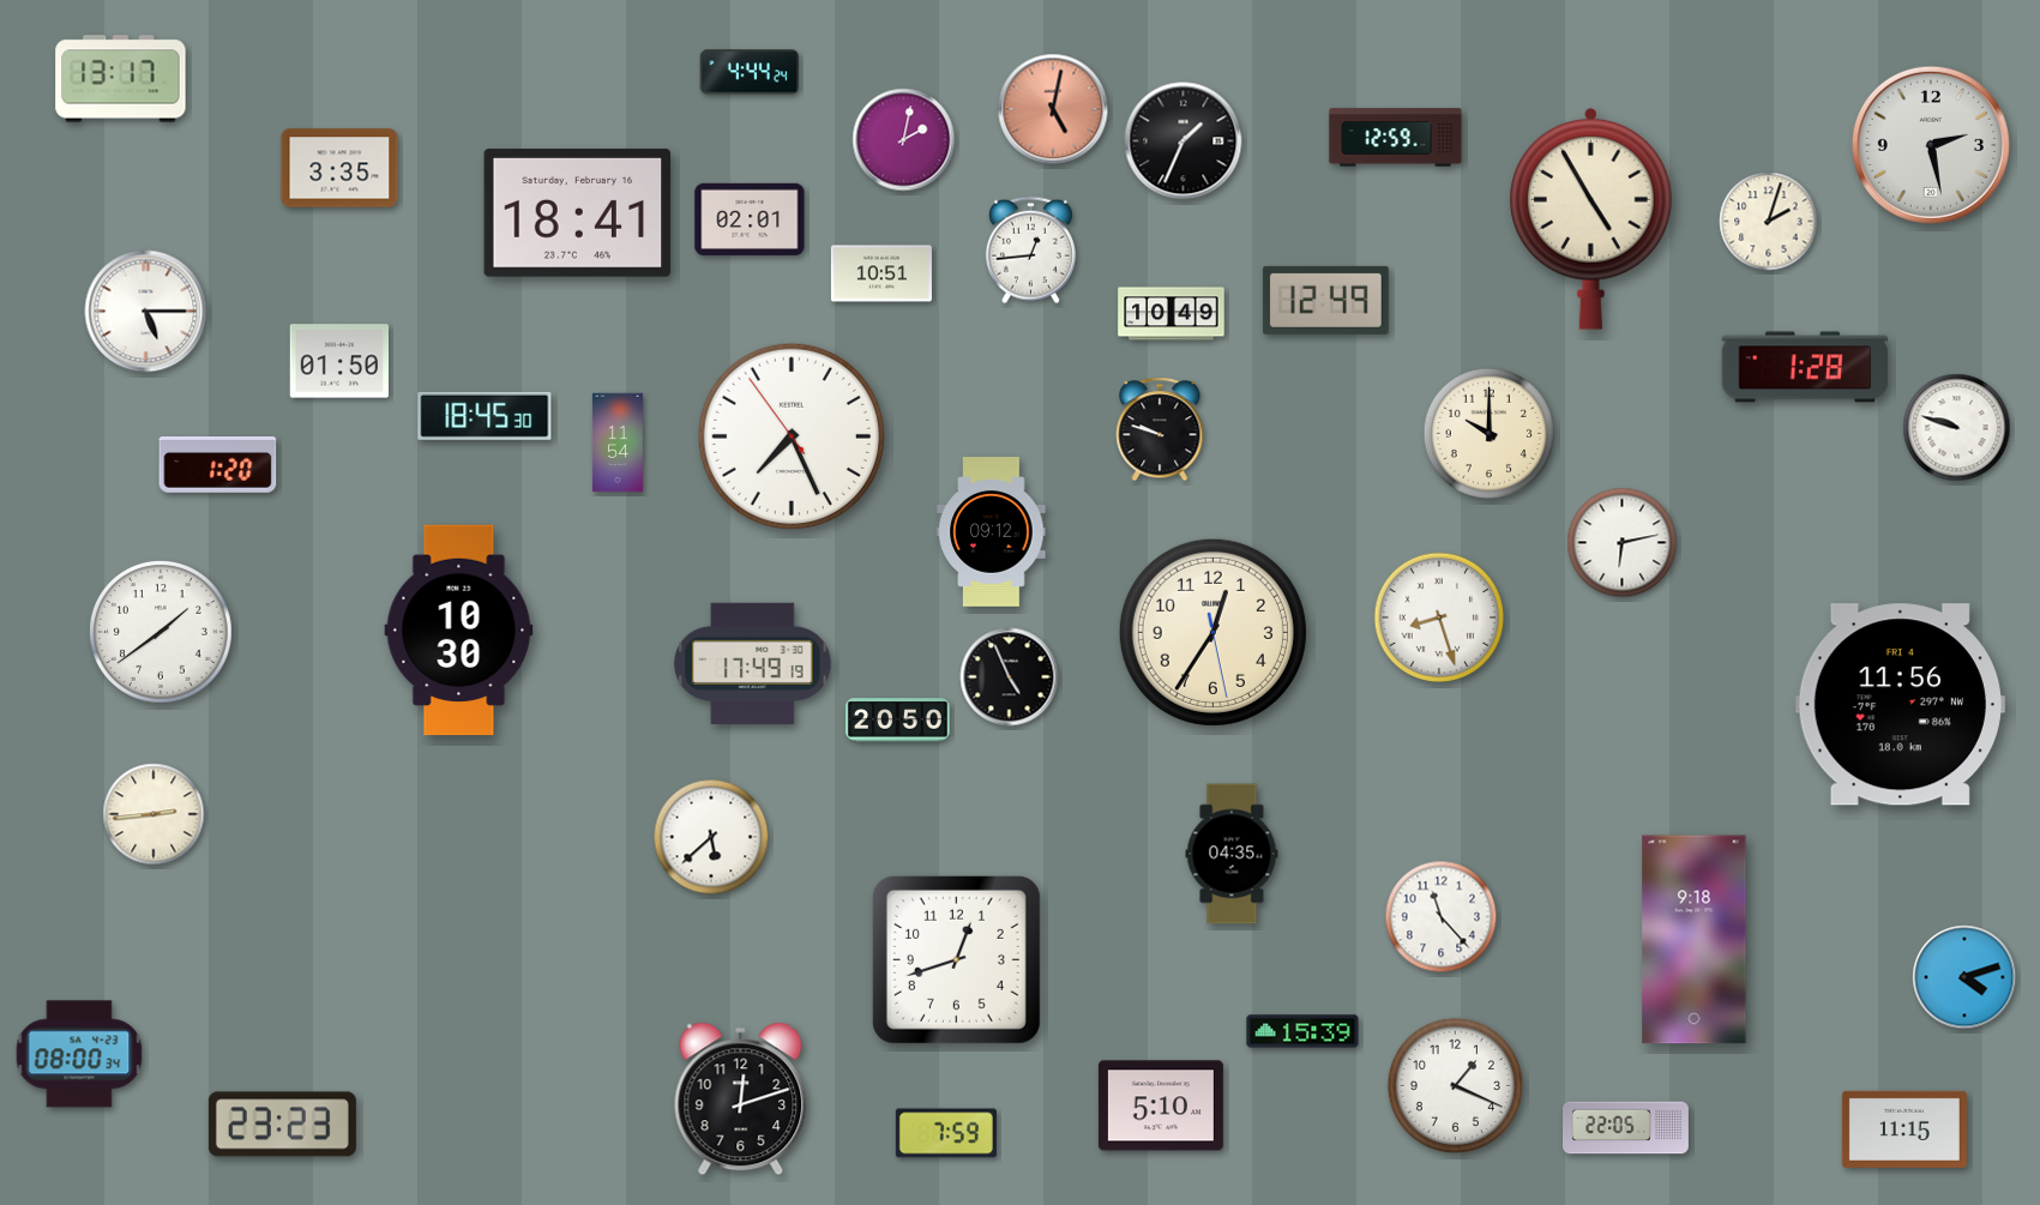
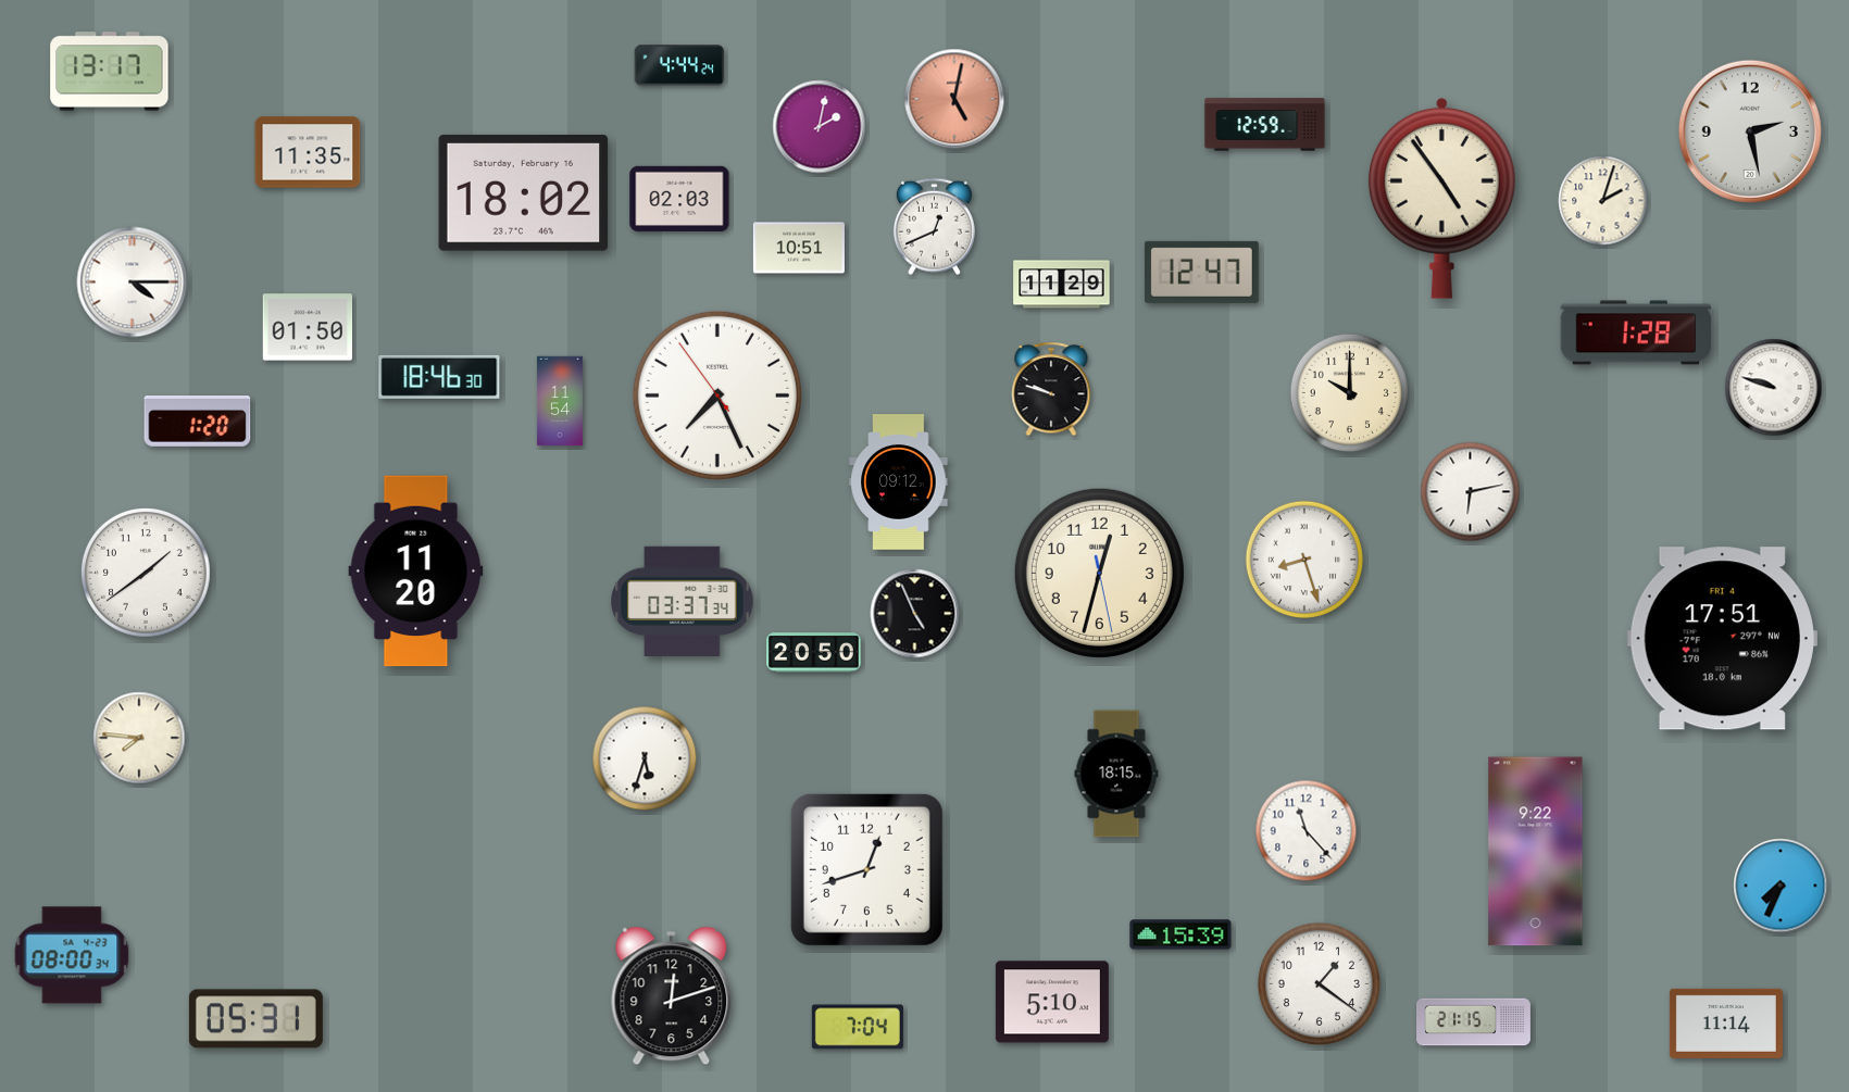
clock at (1184, 141): 1:34 -> none
clock at (339, 168): 3:35 -> 11:35
clock at (578, 212): 18:41 -> 18:02
clock at (1590, 218): 4:55 -> 4:54
clock at (750, 219): 02:01 -> 02:03
clock at (1030, 251): 12:44 -> 12:41
clock at (1325, 300): 12:49 -> 12:47
clock at (146, 312): 5:15 -> 4:15
clock at (1172, 314): 10:49 -> 11:29
clock at (485, 416): 18:45 -> 18:46
clock at (459, 631): 10:30 -> 11:20
clock at (1212, 632): 12:35 -> 12:32
clock at (753, 663): 17:49 -> 03:37
clock at (1900, 705): 11:56 -> 17:51
clock at (154, 814): 2:44 -> 7:46
clock at (711, 837): 5:38 -> 5:33
clock at (1232, 854): 04:35 -> 18:15
clock at (1695, 940): 9:18 -> 9:22
clock at (1964, 977): 4:12 -> 7:34
clock at (1455, 1085): 1:19 -> 1:21
clock at (282, 1125): 23:23 -> 05:31
clock at (1626, 1128): 22:05 -> 21:15
clock at (1904, 1129): 11:15 -> 11:14
clock at (946, 1133): 7:59 -> 7:04
